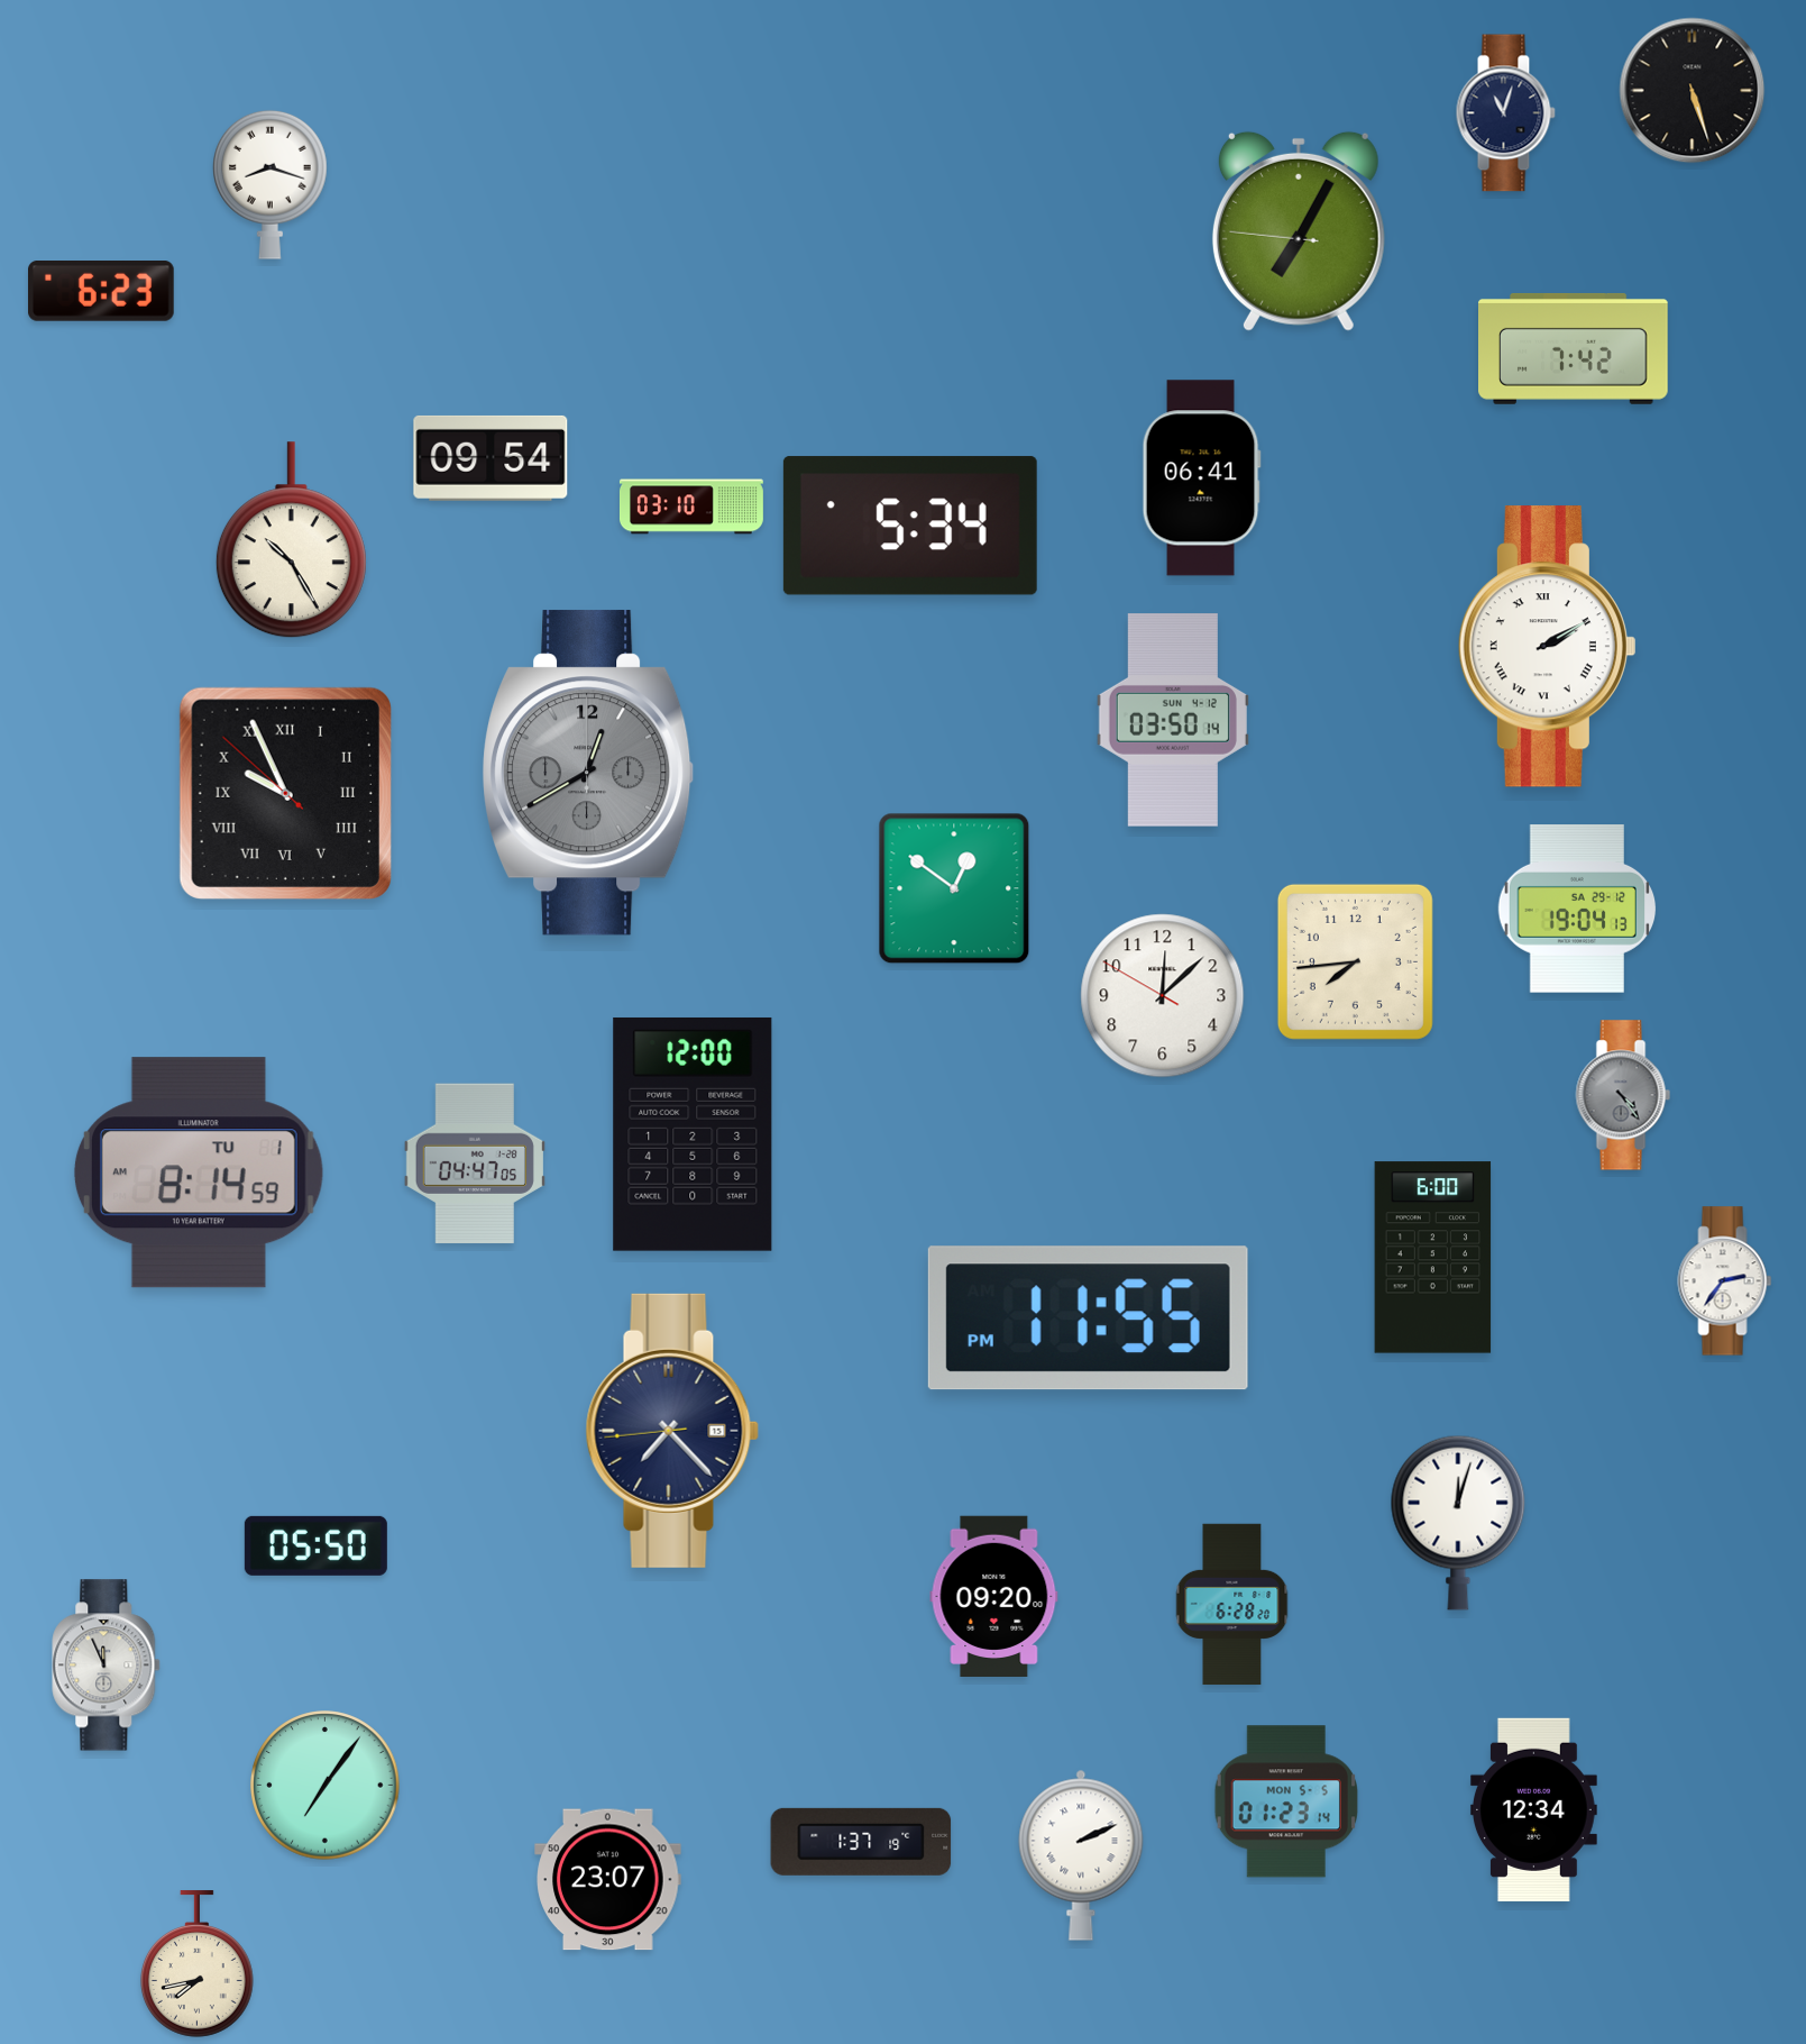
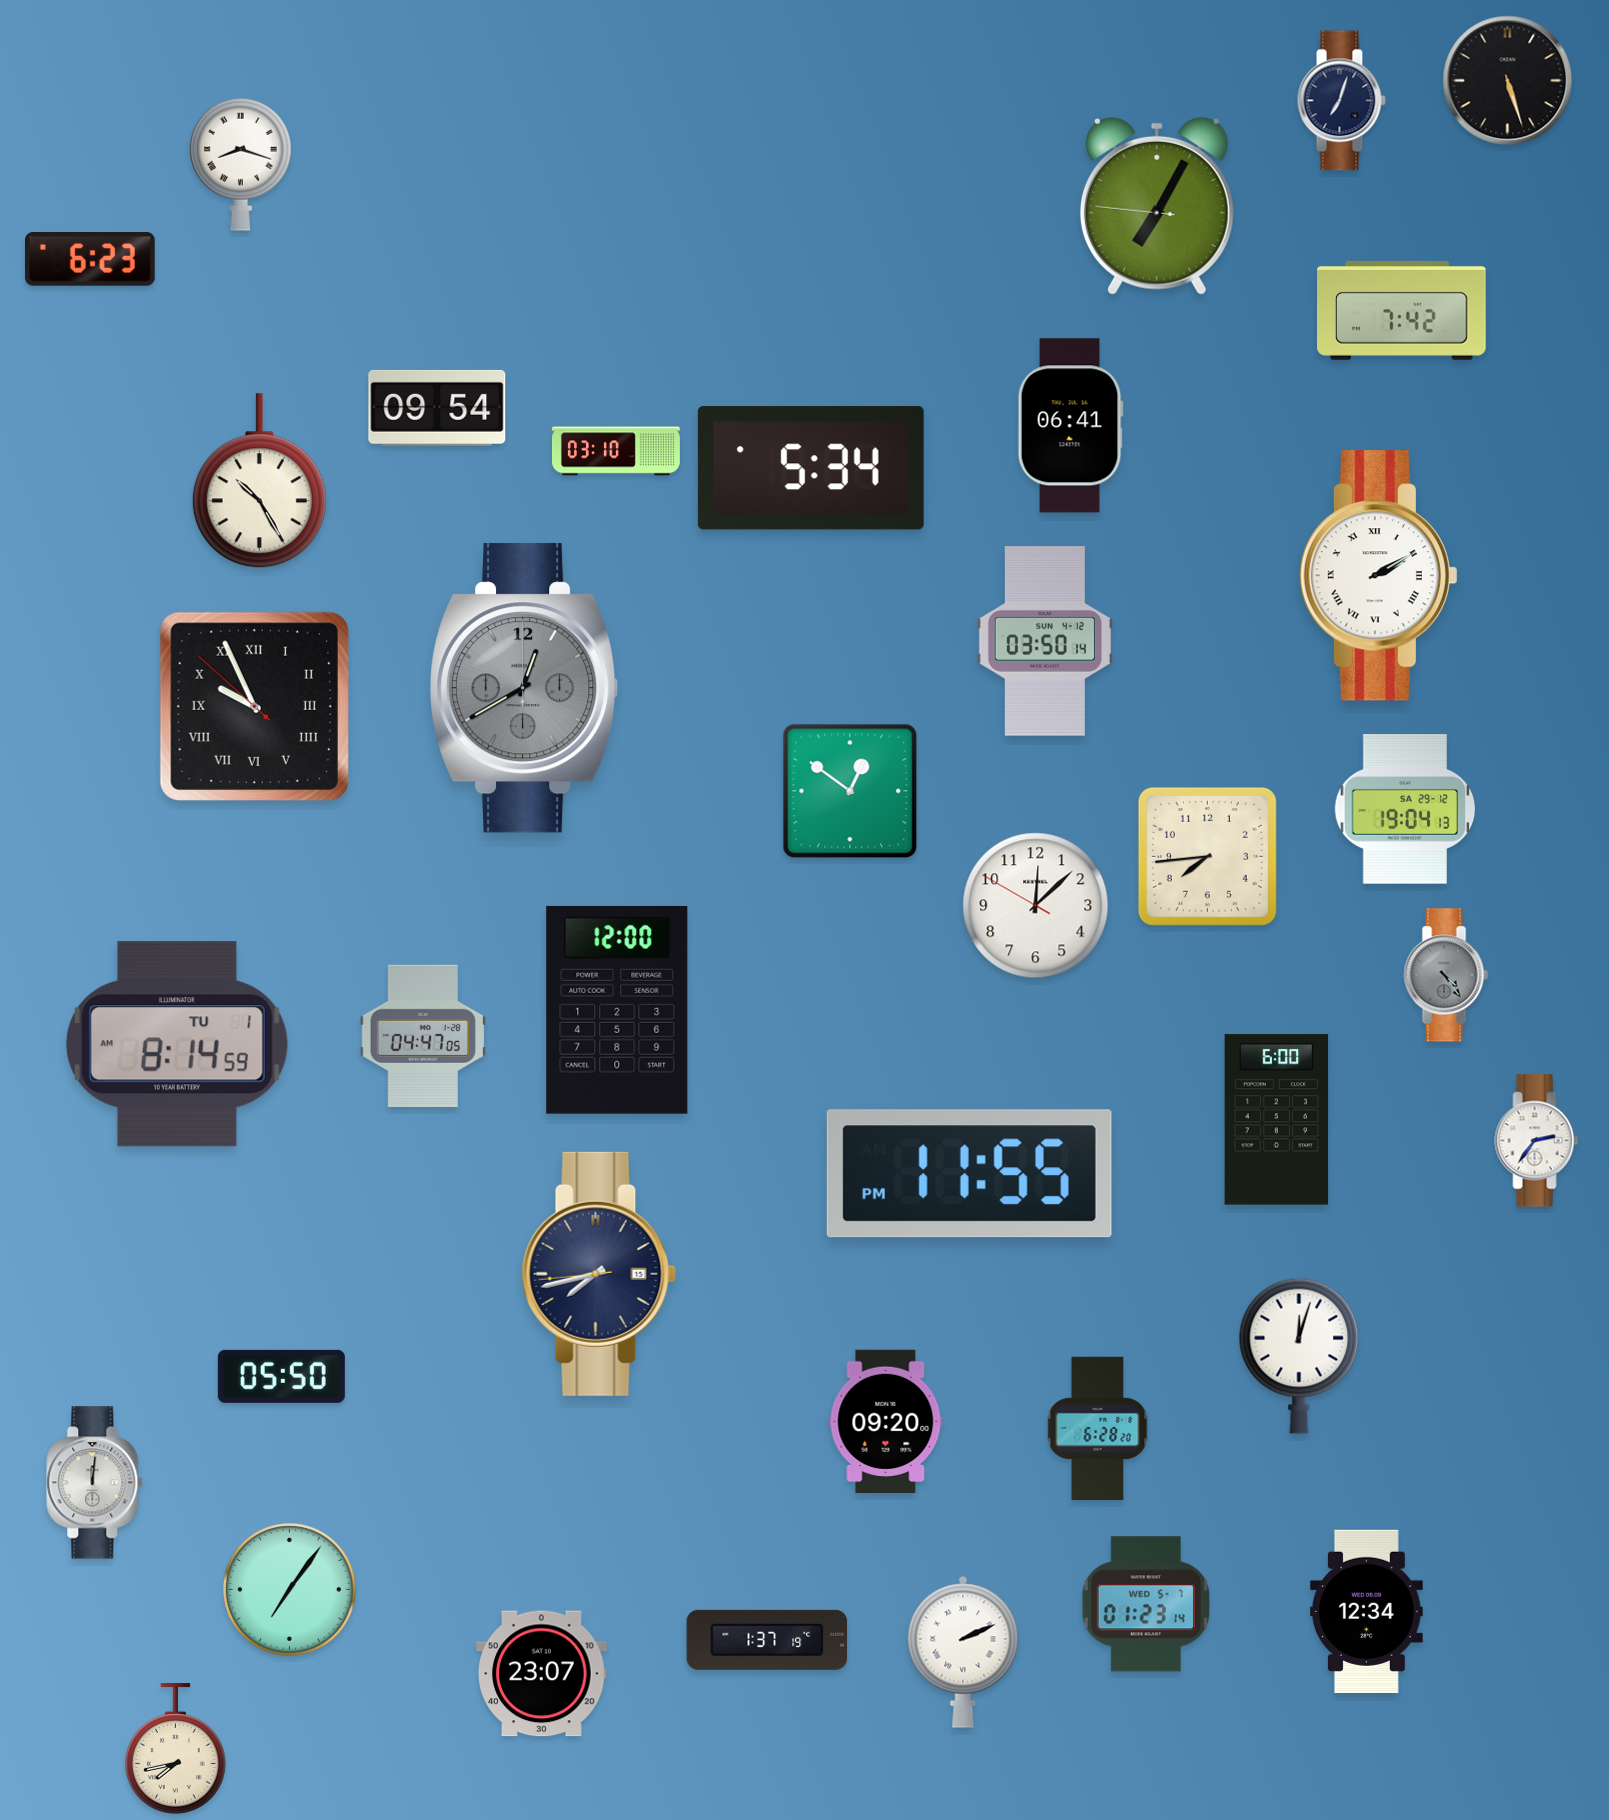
clock at (1505, 113): 11:03 -> 7:03
clock at (1163, 996) position: (1163, 996) -> (1036, 906)
clock at (672, 1431): 7:22 -> 7:42
clock at (107, 1666): 11:56 -> 12:01
clock at (1286, 1801) date: MON 5-5 -> WED 5-7
